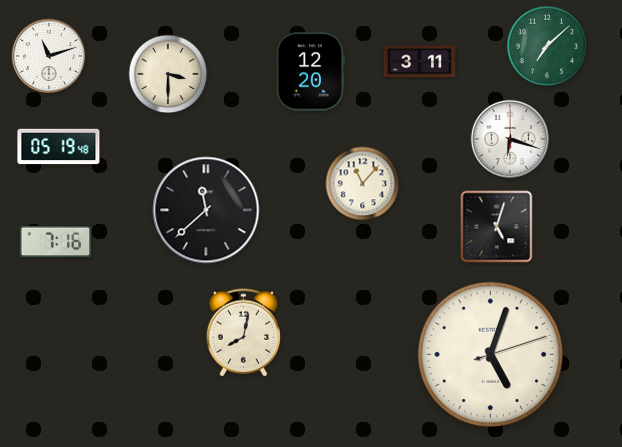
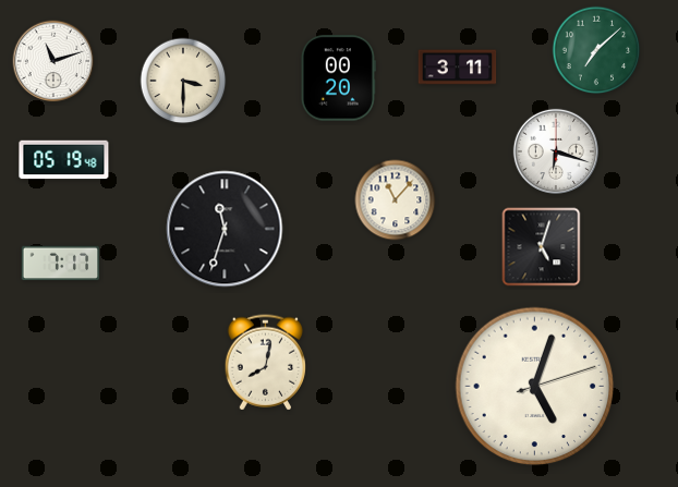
clock at (310, 72): 12:20 -> 00:20
clock at (206, 210): 11:38 -> 11:33
clock at (56, 242): 7:16 -> 7:17
